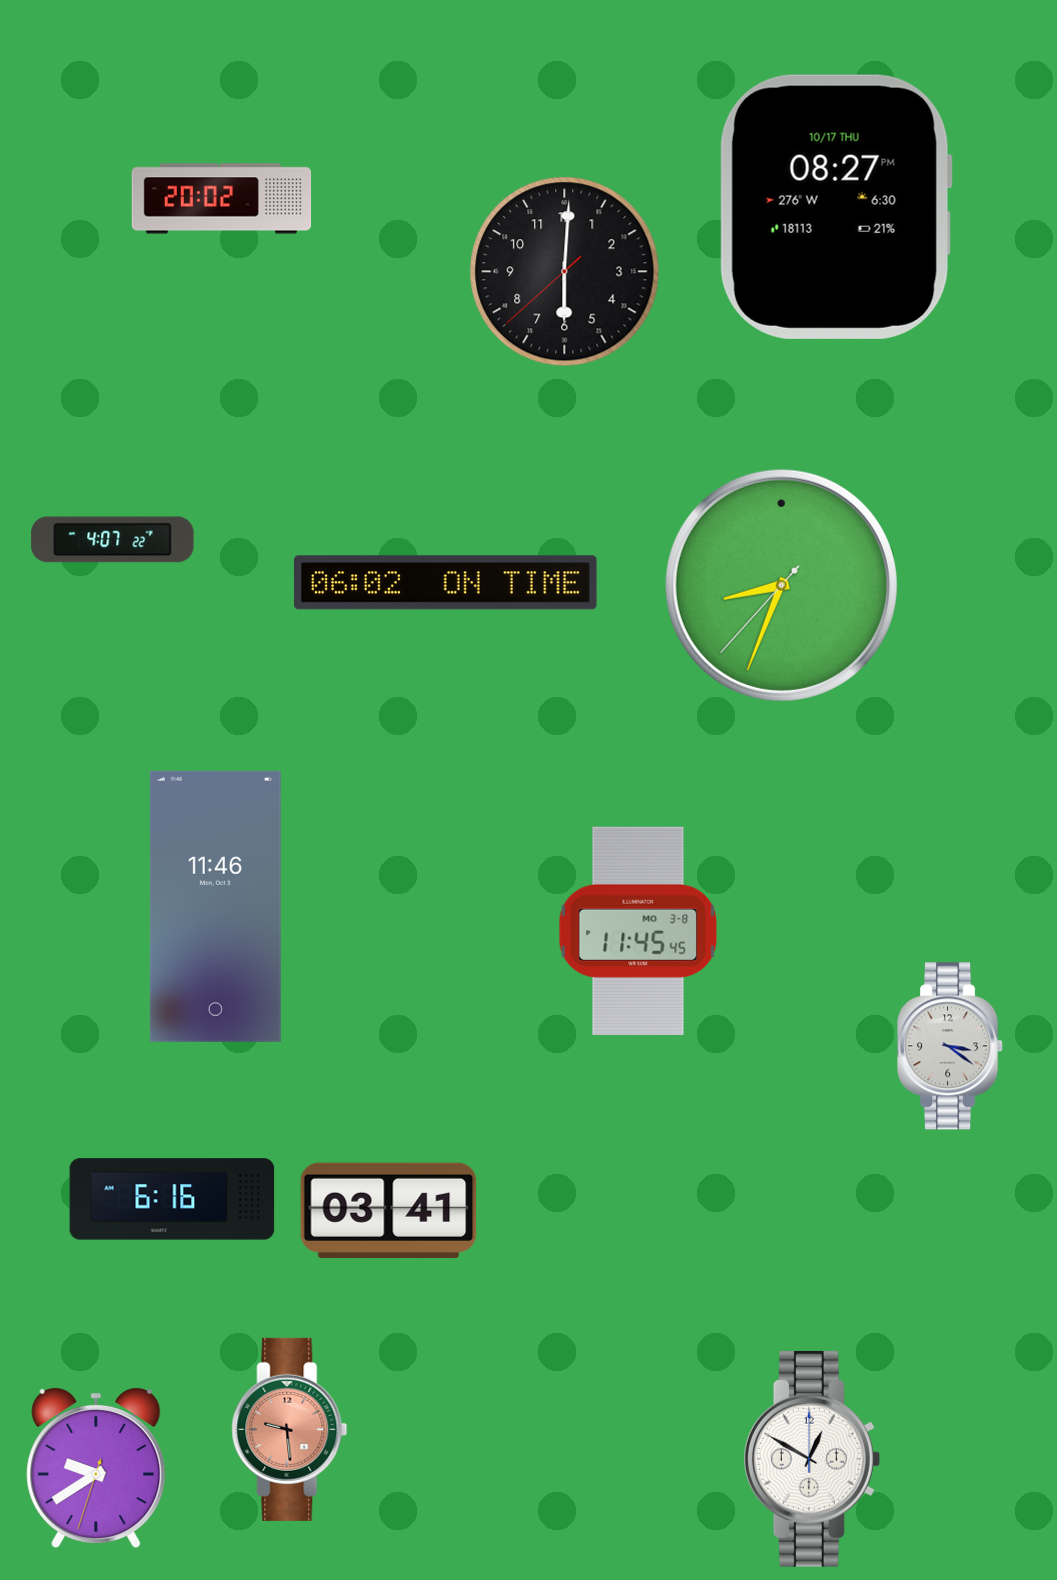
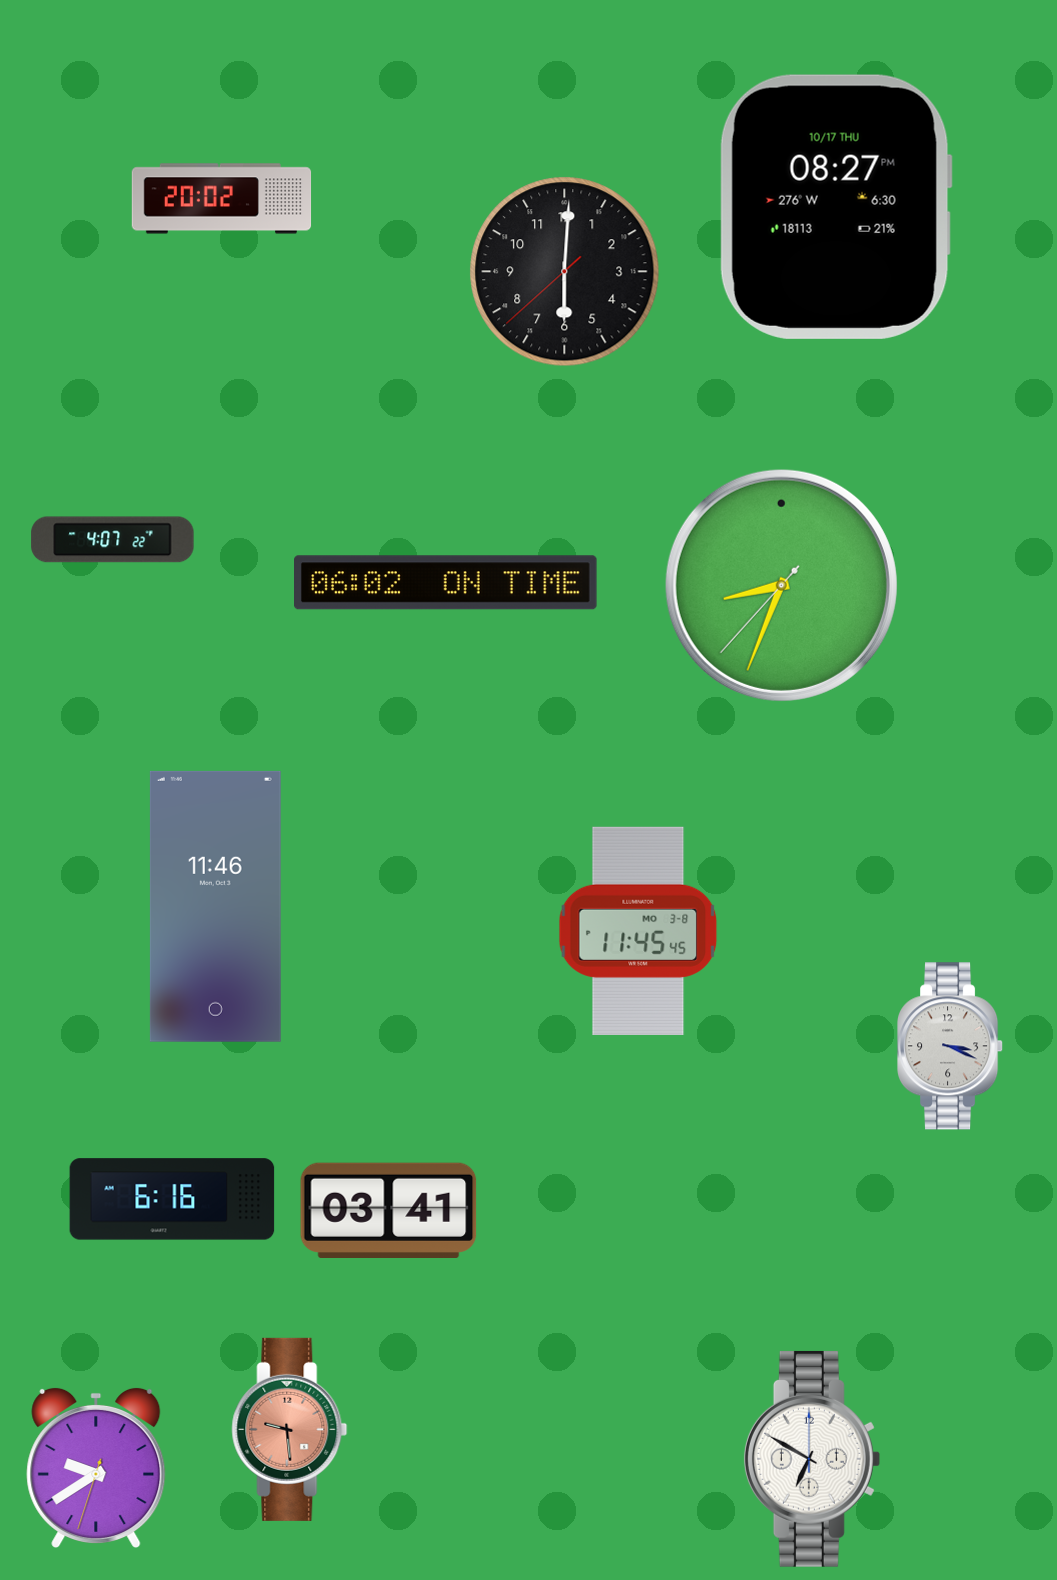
clock at (951, 1046): 3:21 -> 3:19
clock at (812, 1459): 12:50 -> 6:50
